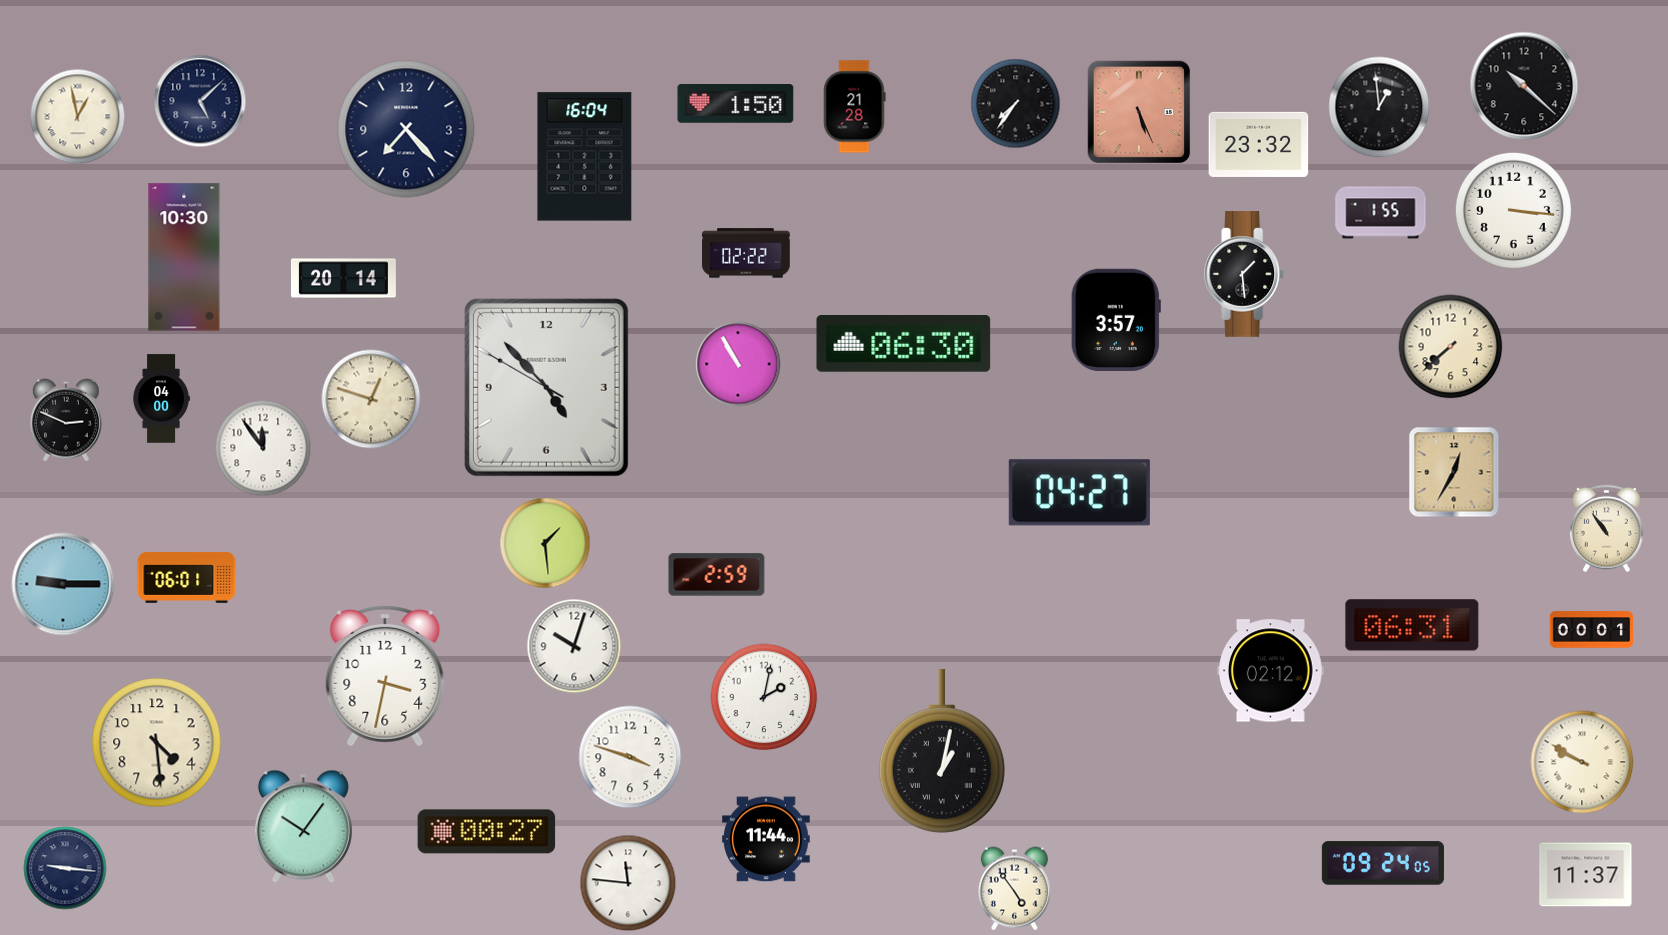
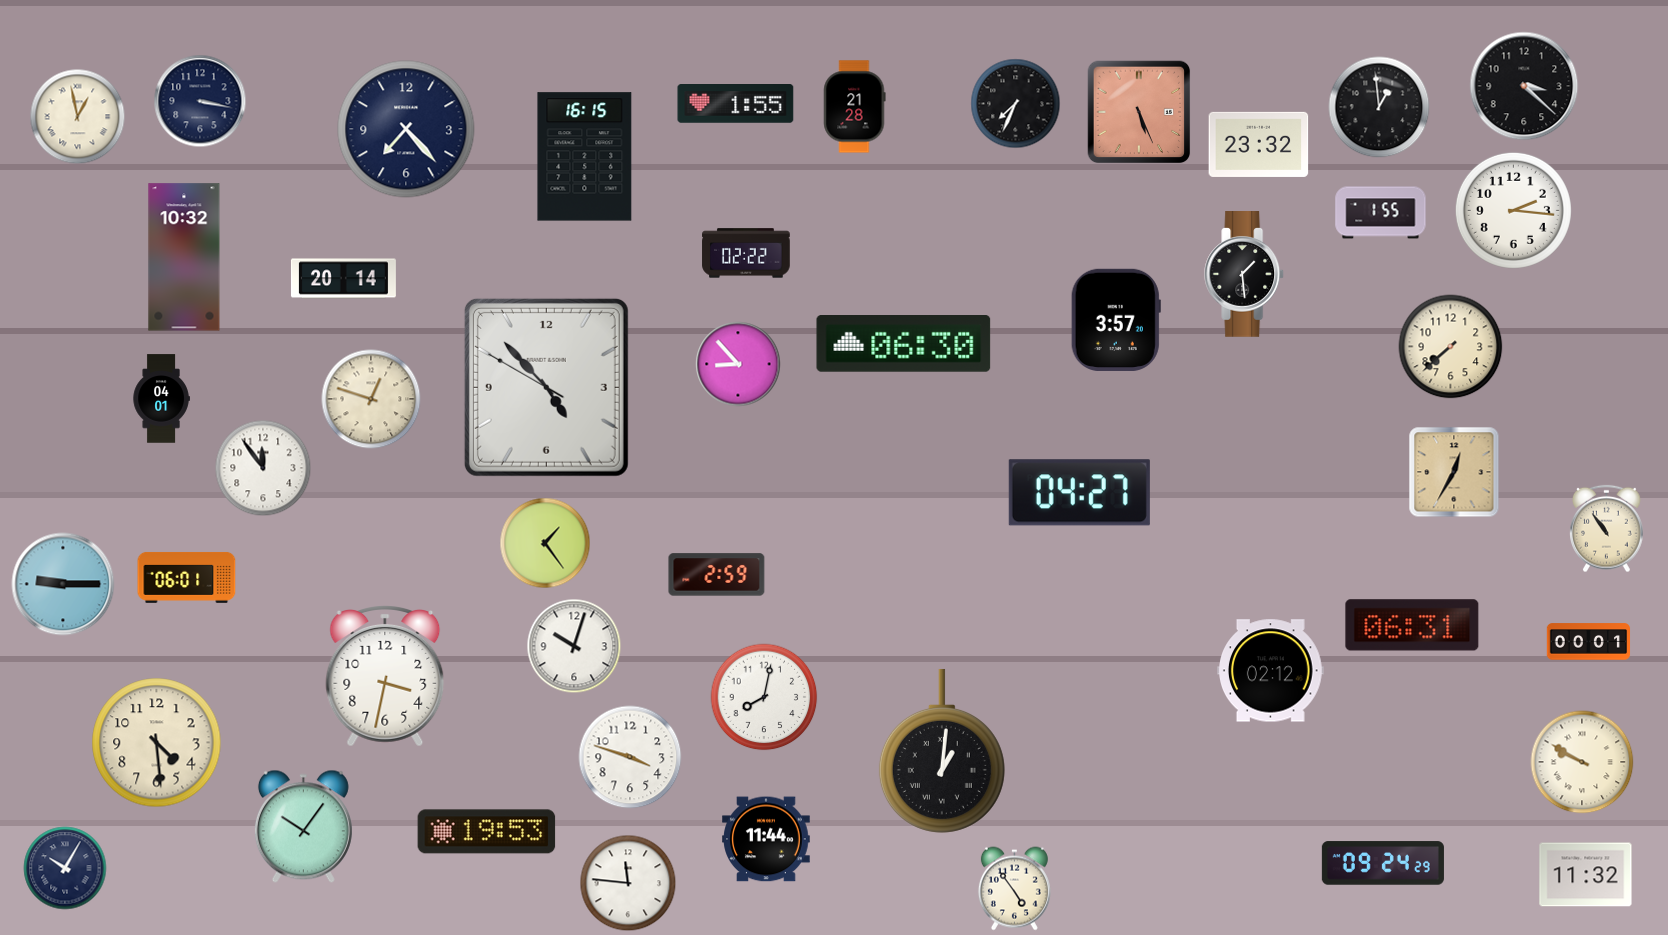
clock at (1524, 86): 10:22 -> 3:22
clock at (200, 101): 5:08 -> 3:17
clock at (736, 104): 1:50 -> 1:55
clock at (1016, 104): 7:36 -> 7:34
clock at (585, 157): 16:04 -> 16:15
clock at (1513, 210): 3:16 -> 2:16
clock at (184, 257): 10:30 -> 10:32
clock at (738, 364): 10:55 -> 8:53
clock at (161, 399): 04:00 -> 04:01
clock at (66, 420): 2:49 -> none
clock at (263, 448) position: (263, 448) -> (263, 468)
clock at (545, 543): 1:29 -> 1:24
clock at (1592, 630) position: (1592, 630) -> (1589, 642)
clock at (764, 697): 2:02 -> 8:02
clock at (942, 751): 1:02 -> 1:01
clock at (487, 832): 00:27 -> 19:53
clock at (1383, 863): 09:24:05 -> 09:24:29
clock at (65, 868): 9:16 -> 10:05
clock at (1586, 875): 11:37 -> 11:32
